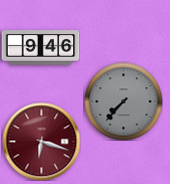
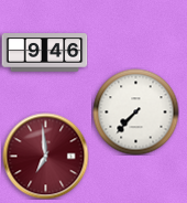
clock at (123, 101) dial: grey -> white
clock at (41, 141): 6:18 -> 6:59
